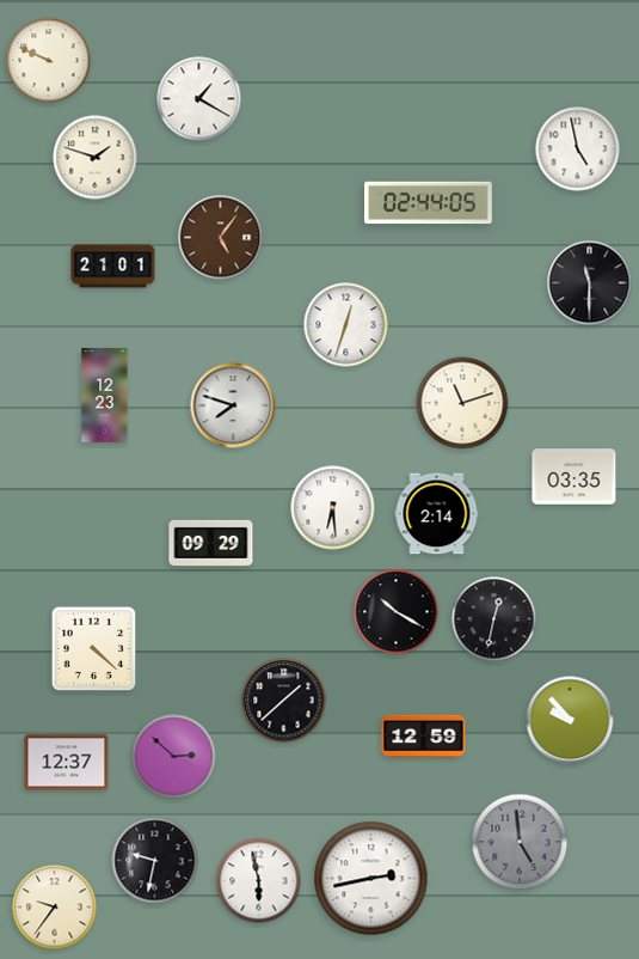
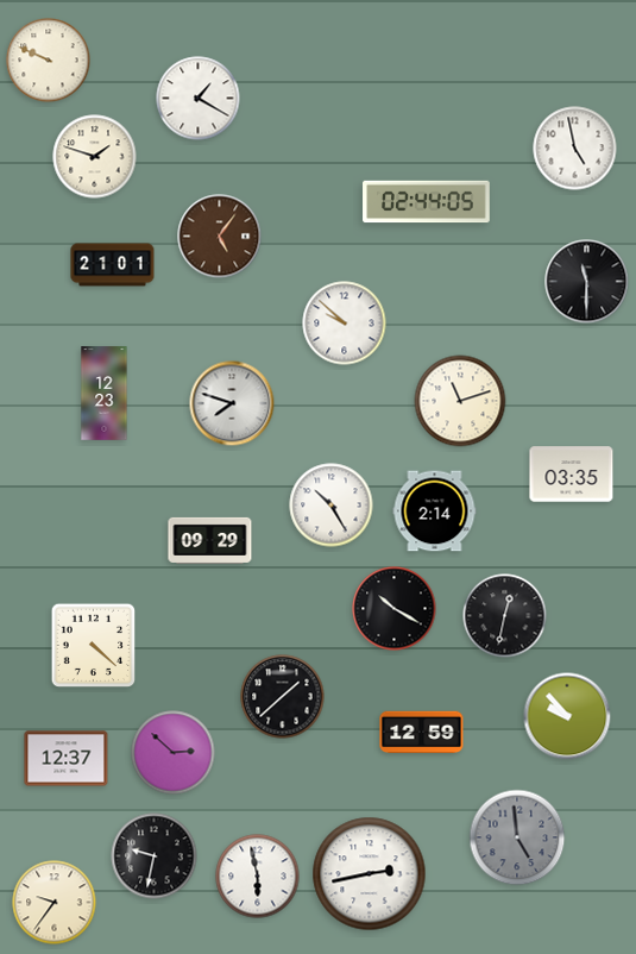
clock at (346, 325): 12:33 -> 9:52
clock at (333, 508): 6:29 -> 10:25
clock at (494, 619) position: (494, 619) -> (505, 616)
